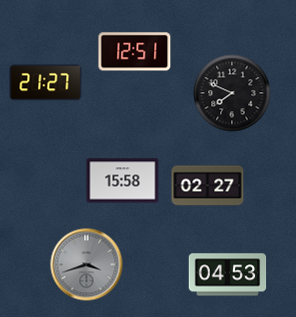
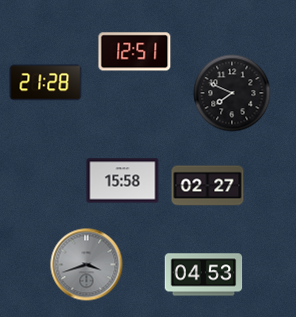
clock at (46, 83): 21:27 -> 21:28
clock at (228, 275) position: (228, 275) -> (204, 275)
